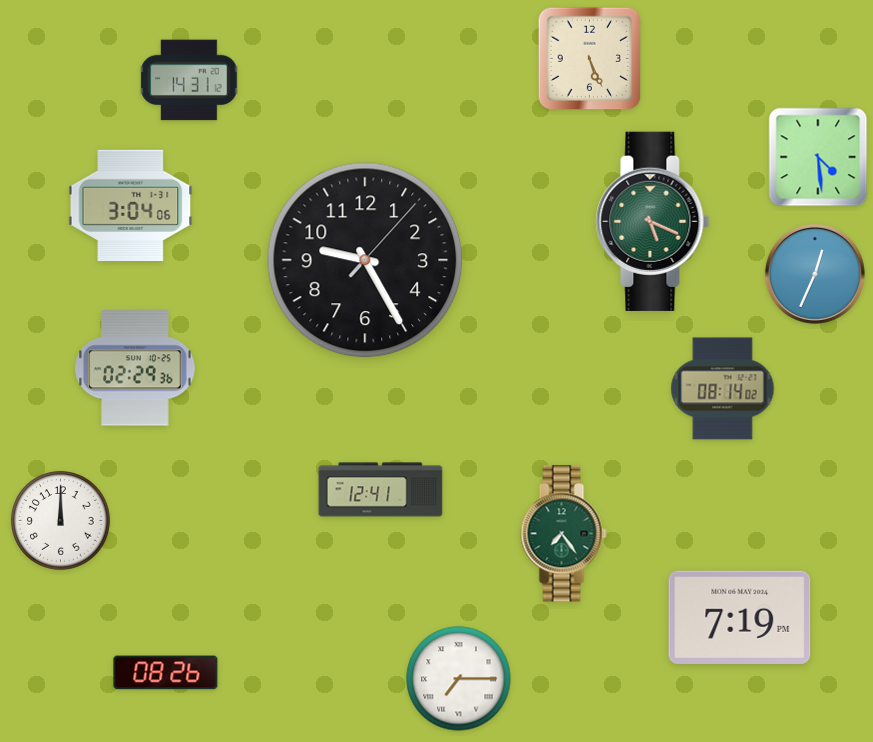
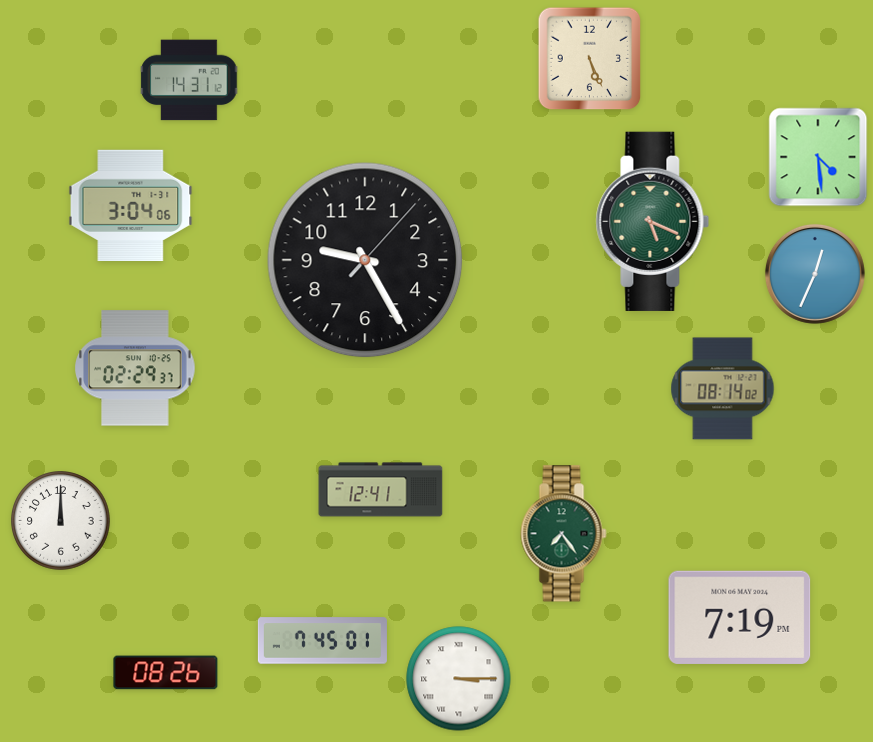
clock at (135, 368): 02:29:36 -> 02:29:37
clock at (322, 641): none -> 7:45
clock at (459, 679): 7:15 -> 3:15
